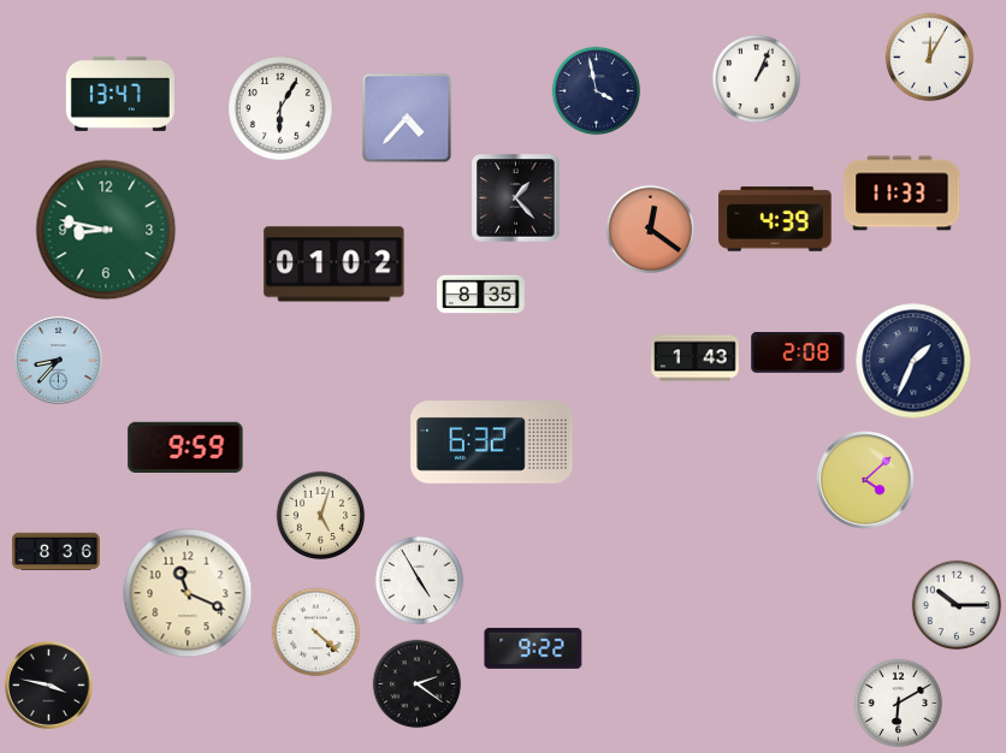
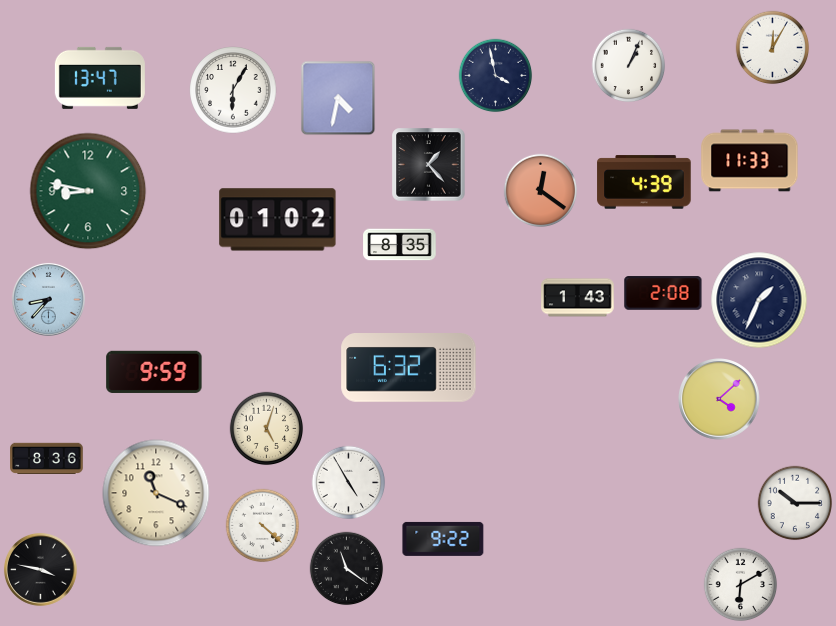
clock at (407, 118): 4:37 -> 4:32
clock at (418, 684): 2:21 -> 11:21
clock at (899, 704) position: (899, 704) -> (741, 585)
